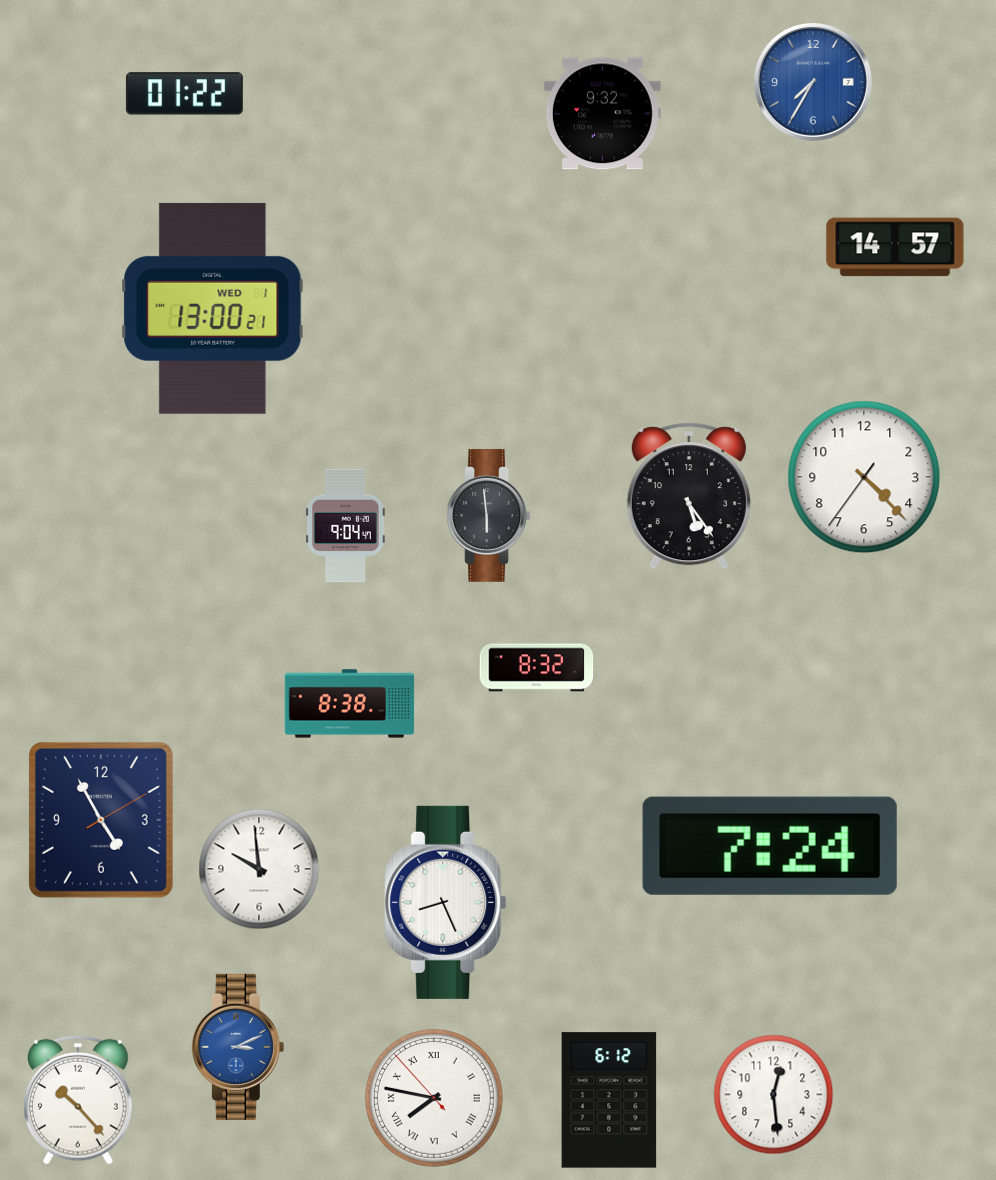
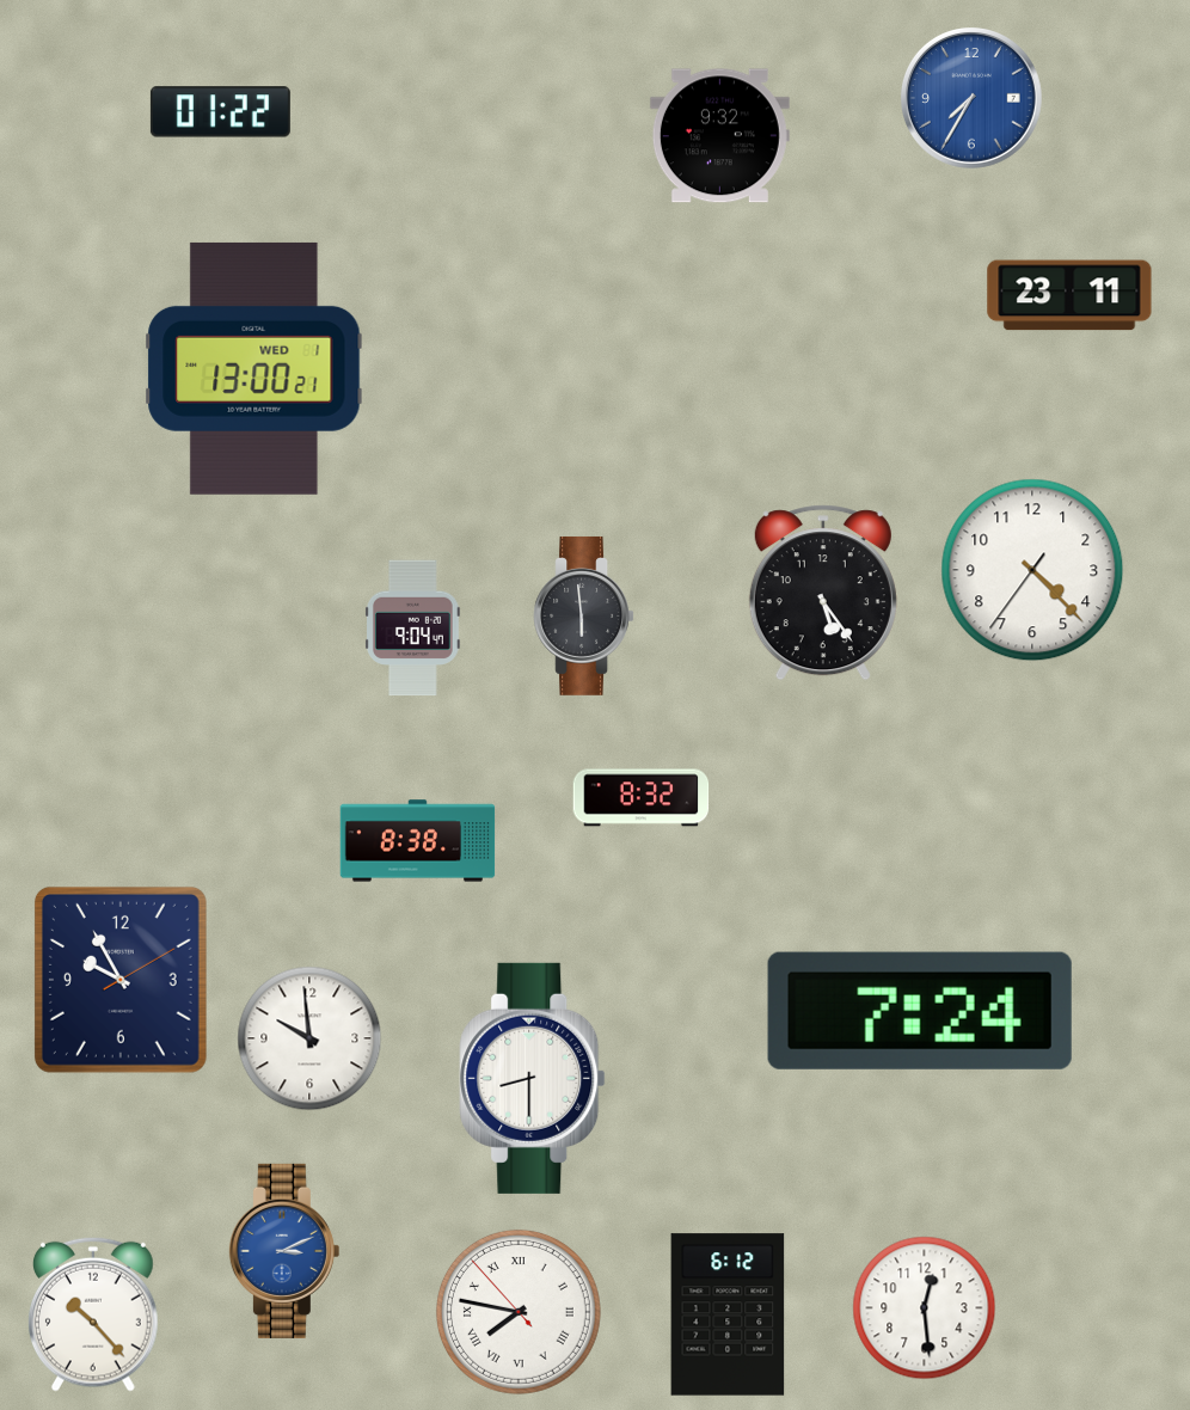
clock at (895, 247): 14:57 -> 23:11
clock at (101, 820): 4:55 -> 9:55
clock at (446, 902): 8:26 -> 8:30
